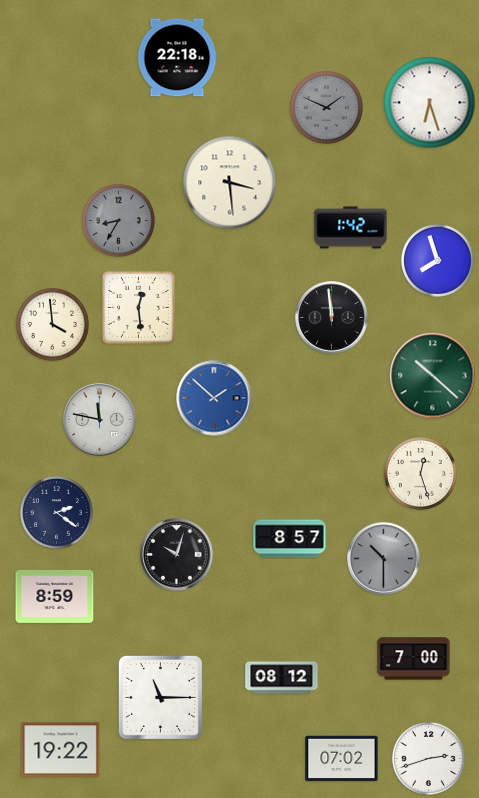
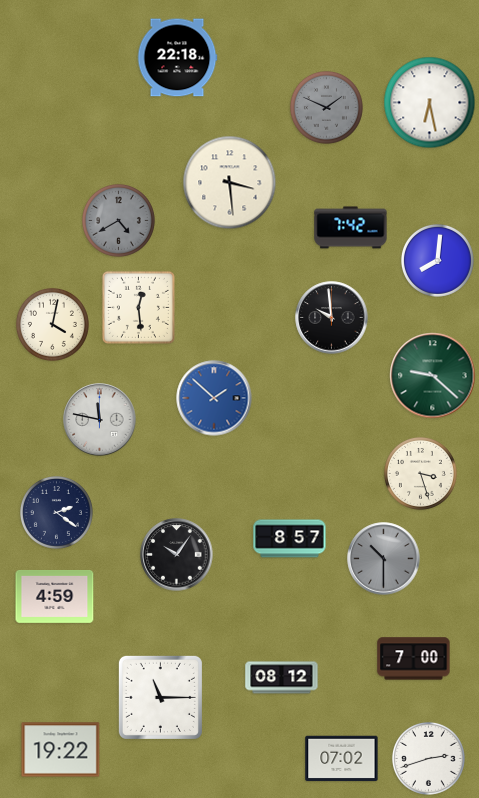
clock at (430, 103): 6:27 -> 6:28
clock at (118, 220): 8:35 -> 4:40
clock at (351, 228): 1:42 -> 7:42
clock at (437, 260): 7:57 -> 8:01
clock at (332, 318): 11:59 -> 9:59
clock at (52, 324): 3:59 -> 4:02
clock at (433, 376): 10:22 -> 9:22
clock at (420, 473): 12:27 -> 3:27
clock at (177, 555): 10:03 -> 10:06
clock at (55, 596): 8:59 -> 4:59
